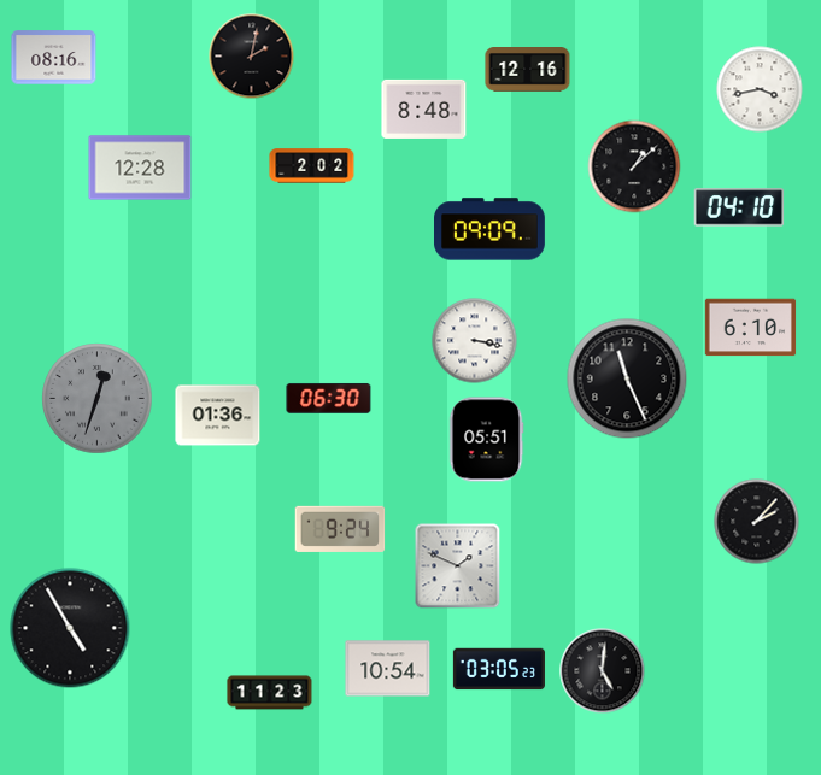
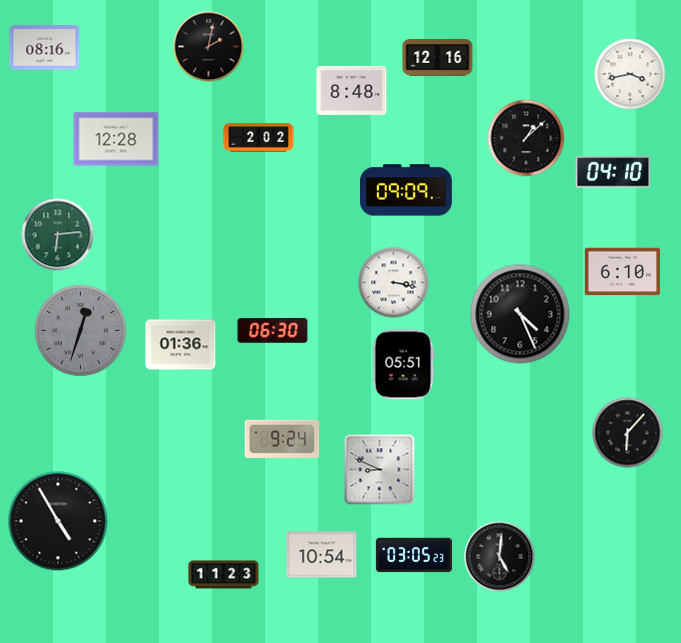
clock at (58, 235): none -> 6:14
clock at (627, 378): 11:26 -> 4:26
clock at (757, 522): 2:07 -> 6:07
clock at (458, 566): 1:49 -> 8:49
